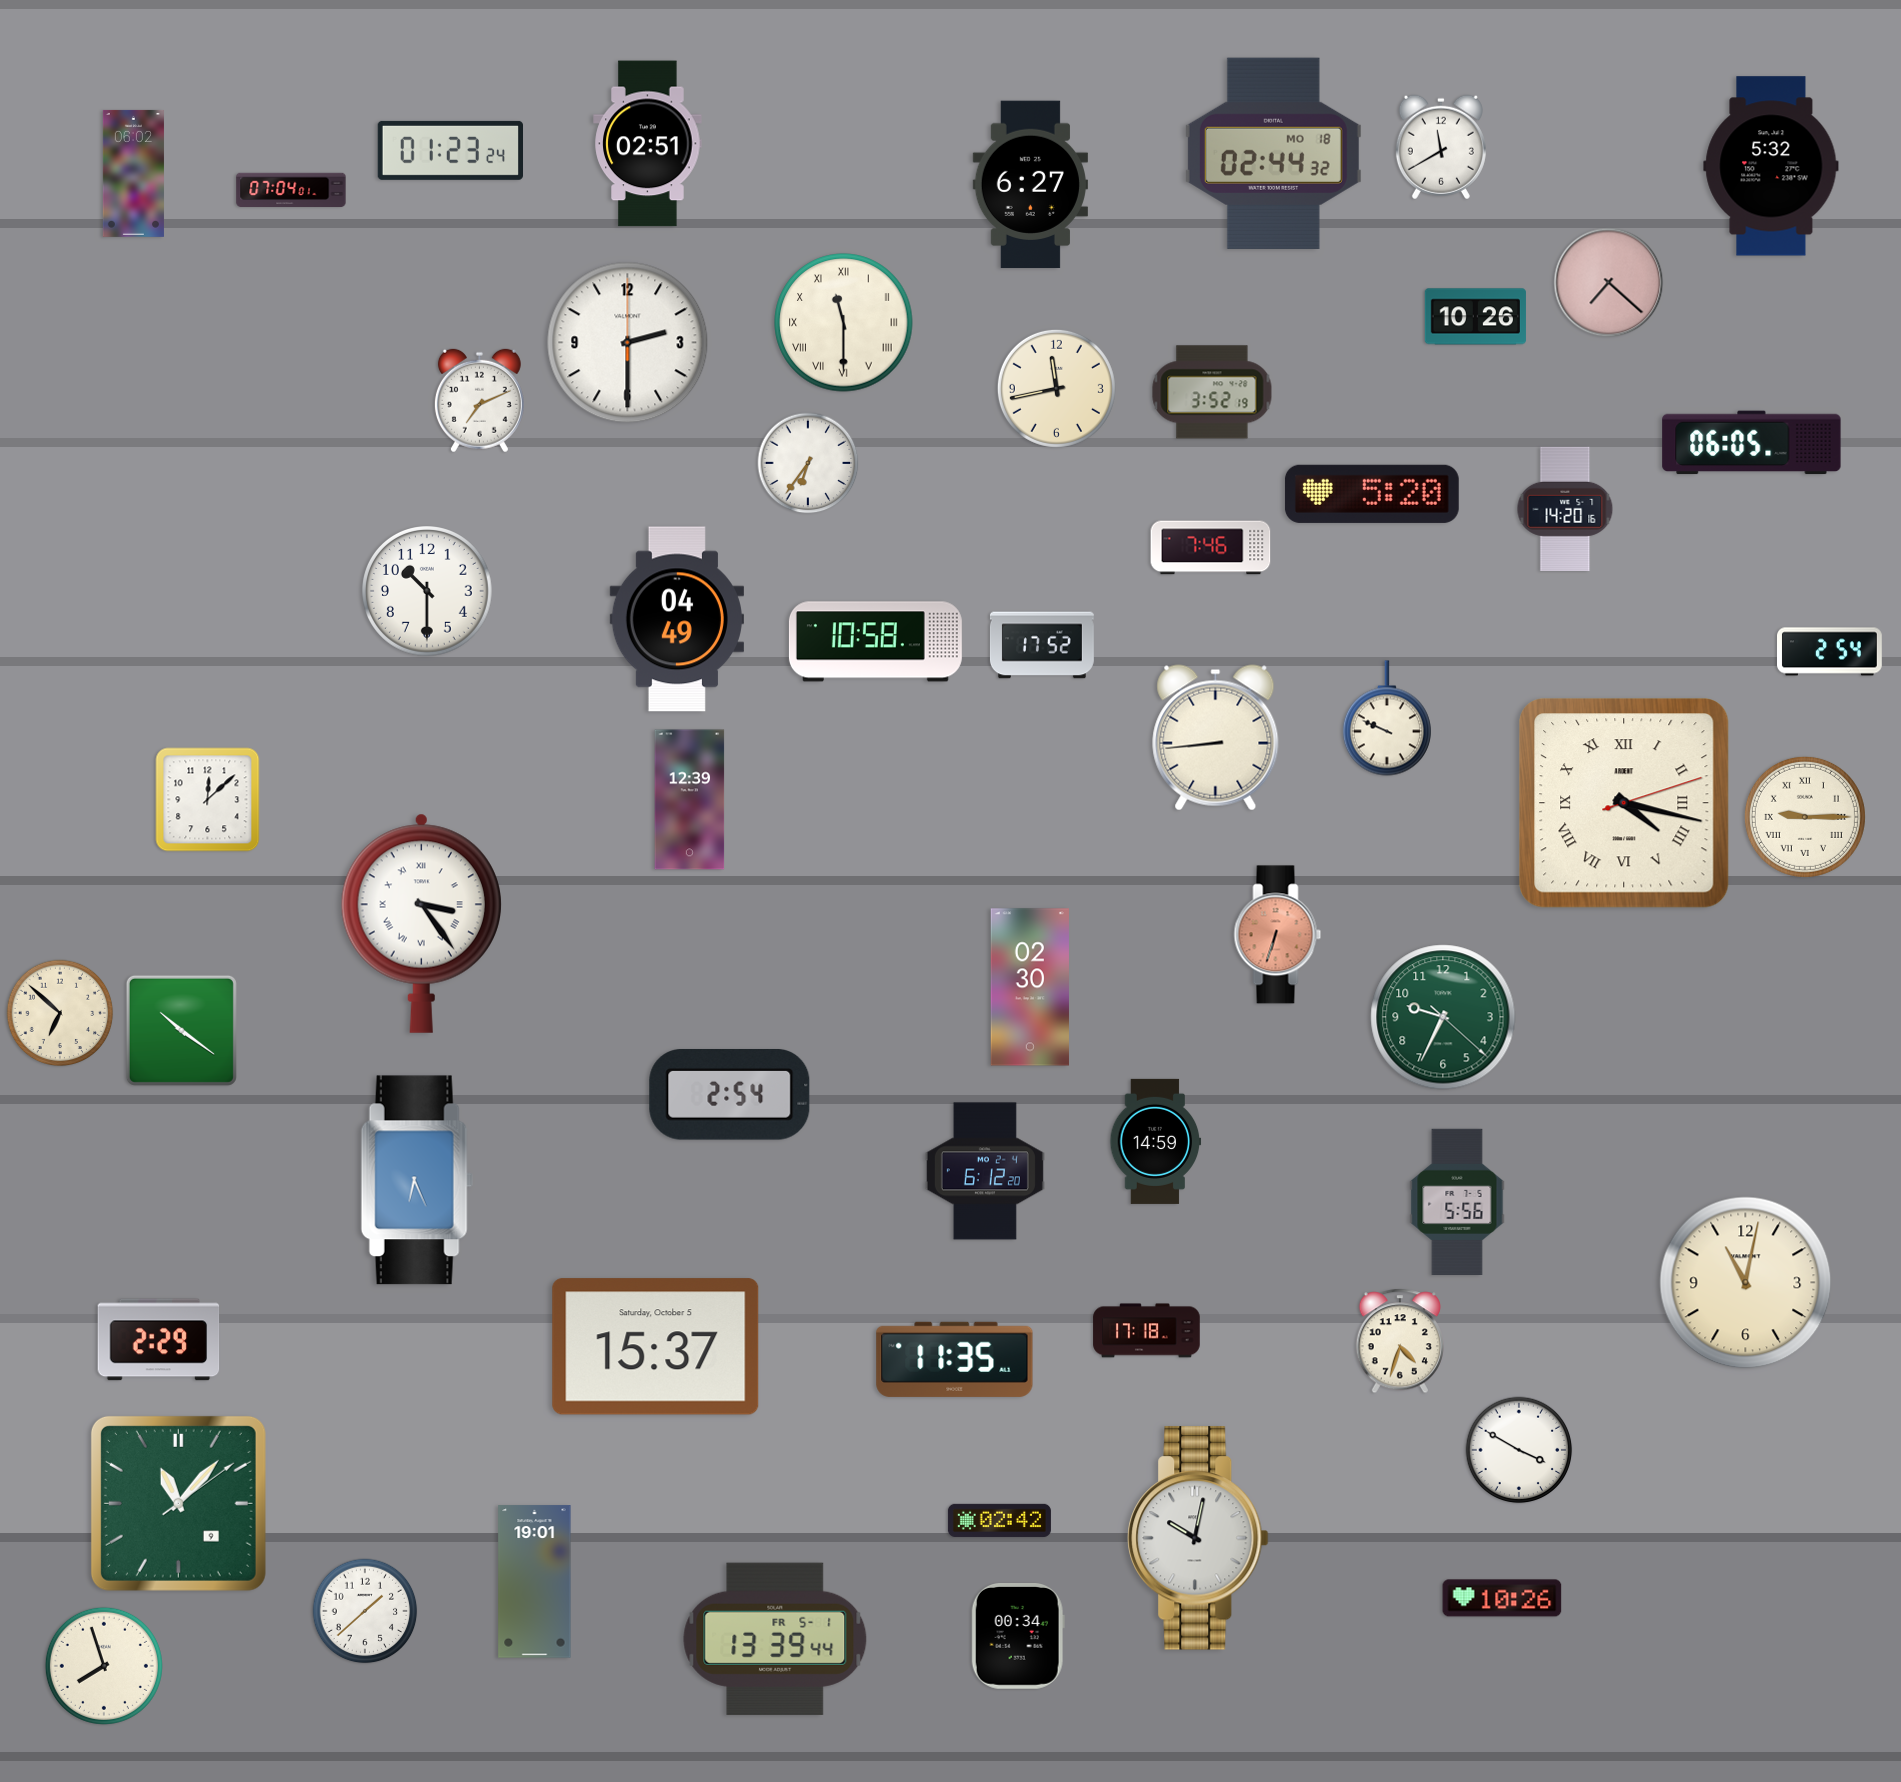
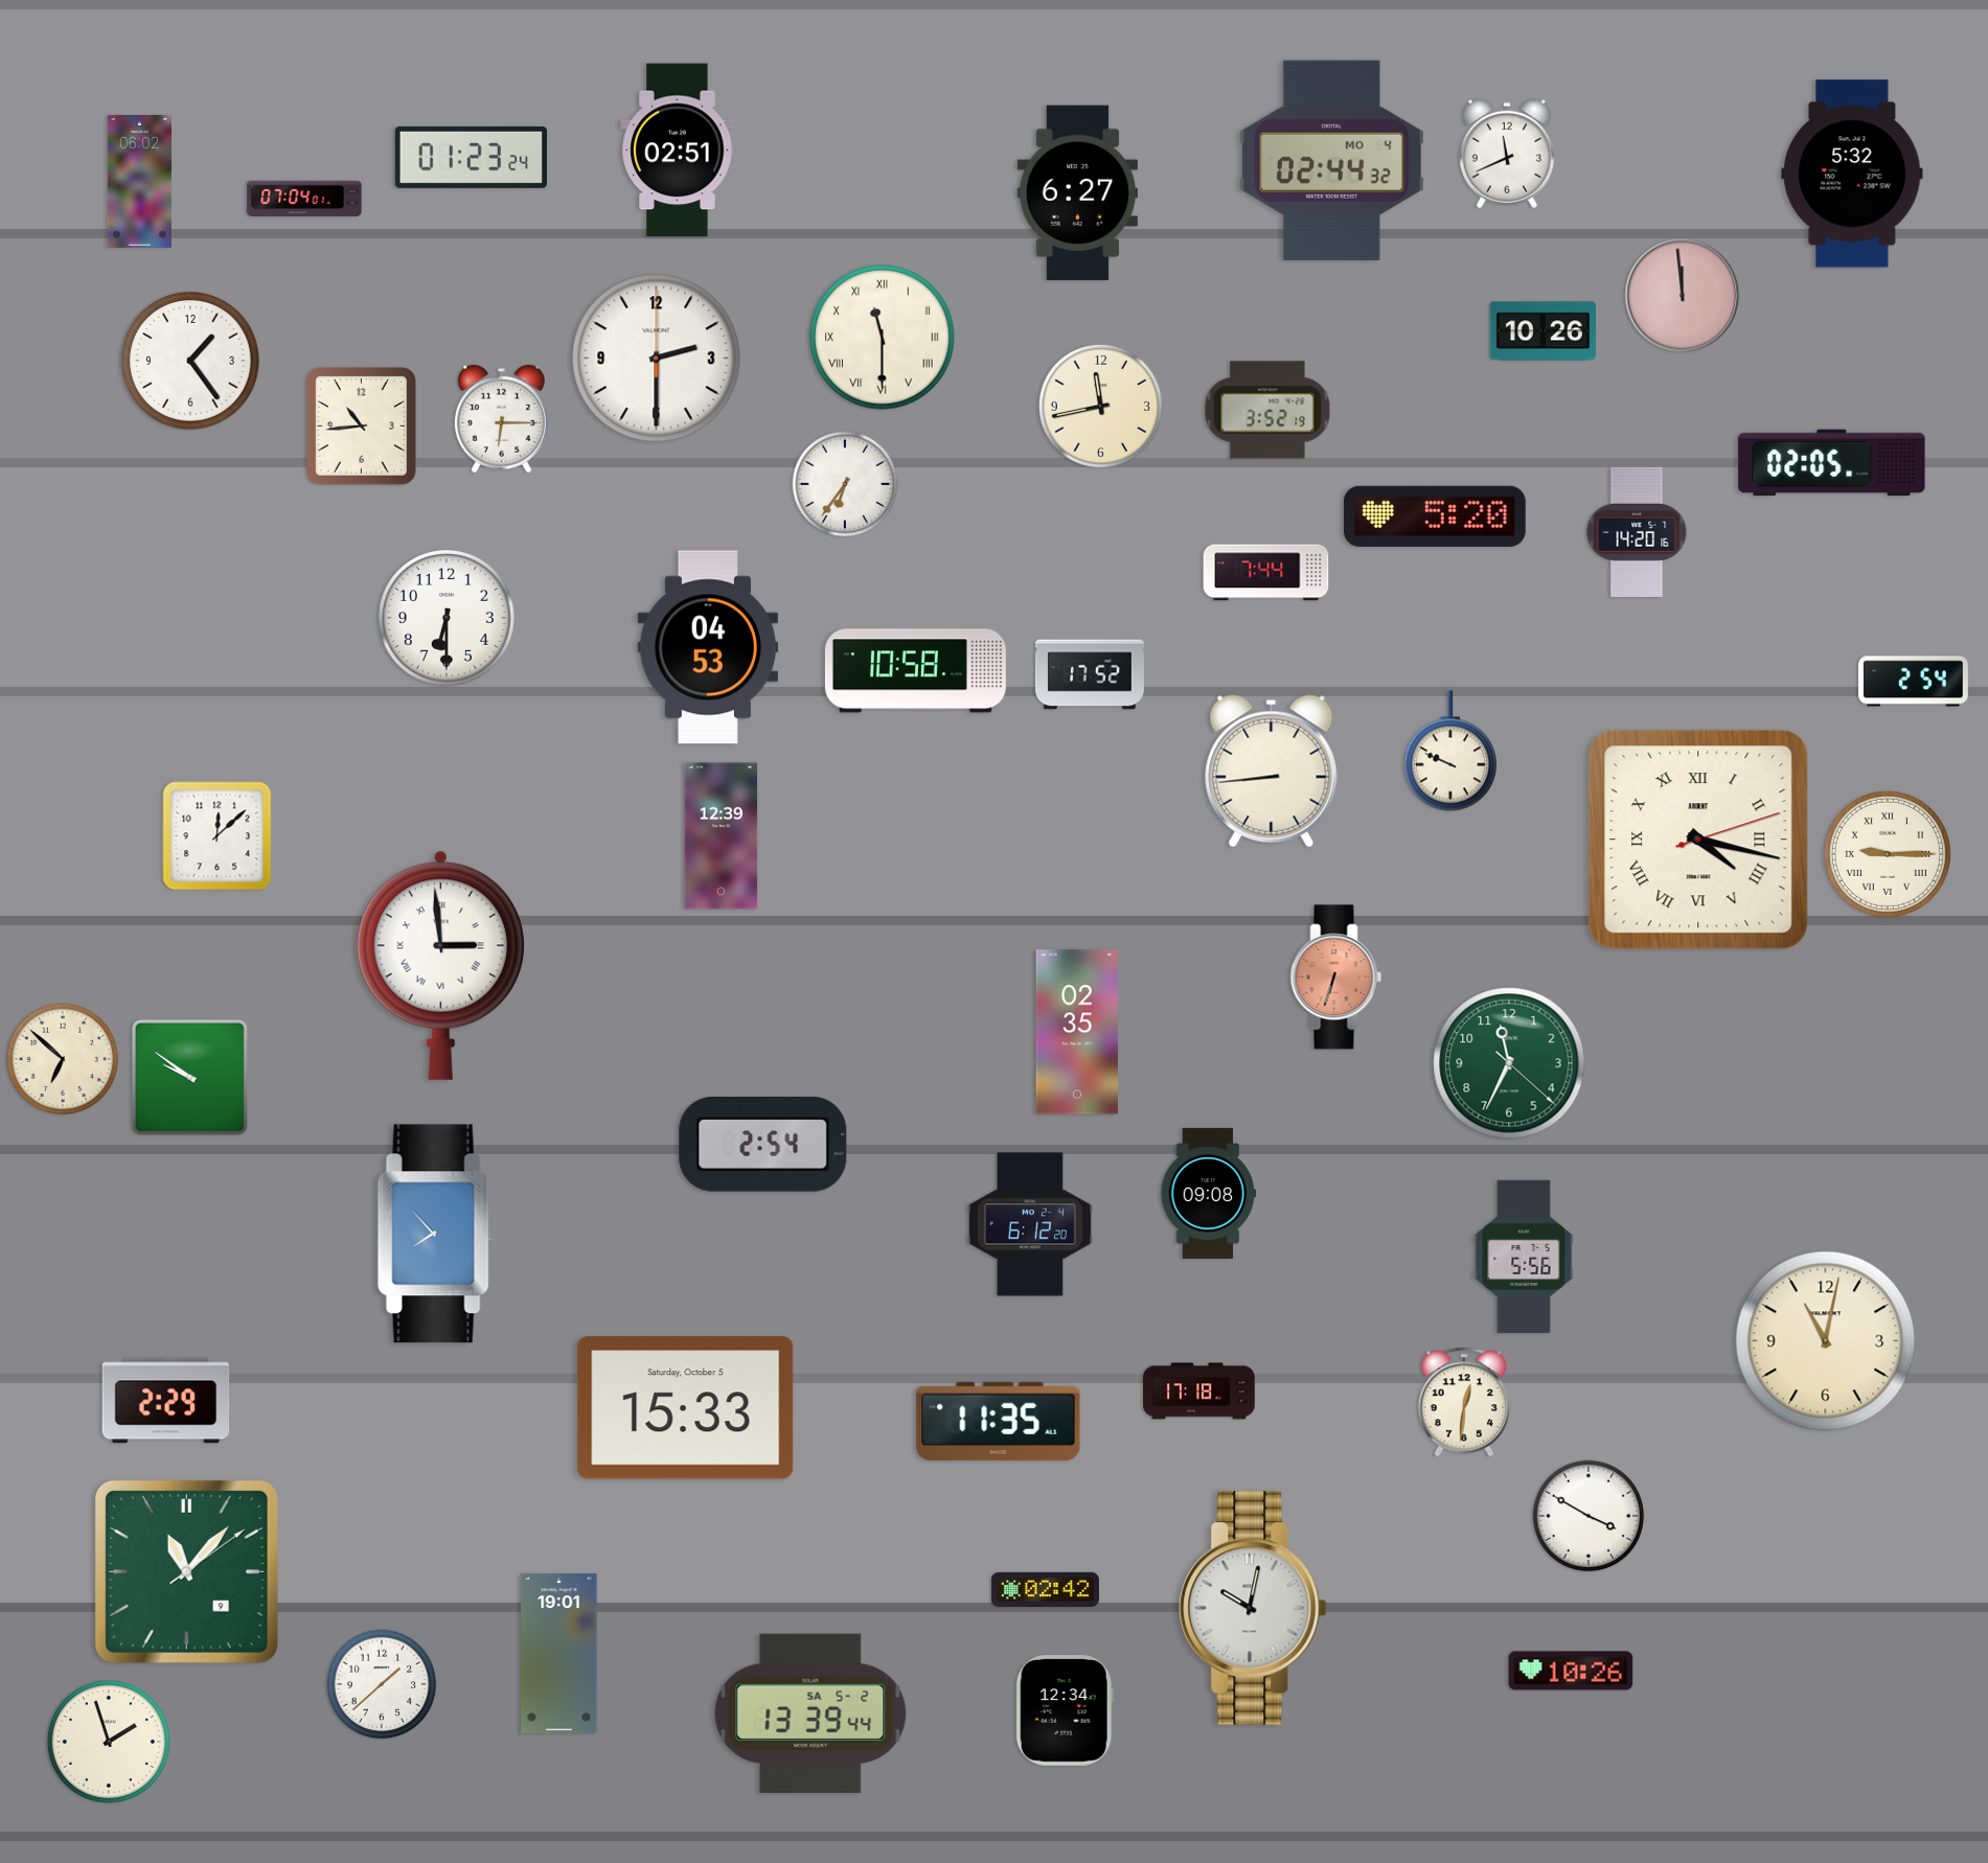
clock at (1441, 147): 11:40 -> 11:41
clock at (1273, 153) date: MO 18 -> MO 4
clock at (1609, 283): 7:22 -> 11:59
clock at (191, 362): none -> 1:24
clock at (1056, 388) position: (1056, 388) -> (1100, 406)
clock at (479, 401): 7:11 -> 6:15
clock at (361, 425): none -> 10:44
clock at (1752, 443): 06:05 -> 02:05
clock at (1211, 548): 7:46 -> 7:44
clock at (428, 592): 10:30 -> 6:30
clock at (677, 619): 04:49 -> 04:53
clock at (421, 923): 3:24 -> 2:59
clock at (1029, 987): 02:30 -> 02:35
clock at (1443, 1017): 9:34 -> 11:34
clock at (181, 1030): 10:21 -> 9:51
clock at (1156, 1141): 14:59 -> 09:08
clock at (417, 1180): 6:26 -> 7:53
clock at (1399, 1341): 4:33 -> 12:31
clock at (656, 1347): 15:37 -> 15:33
clock at (1018, 1637): 00:34 -> 12:34
clock at (775, 1639) date: FR 5-1 -> SA 5-2
clock at (104, 1666): 7:57 -> 1:57
